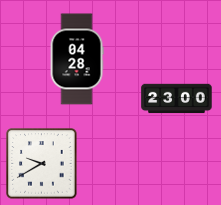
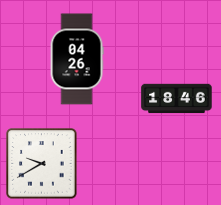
clock at (77, 59): 04:28 -> 04:26
clock at (177, 99): 23:00 -> 18:46
